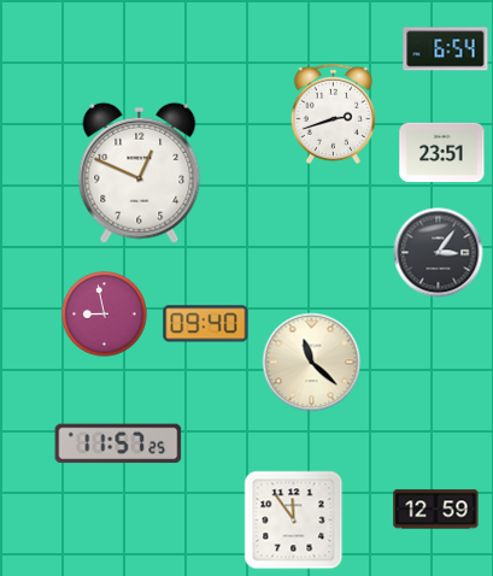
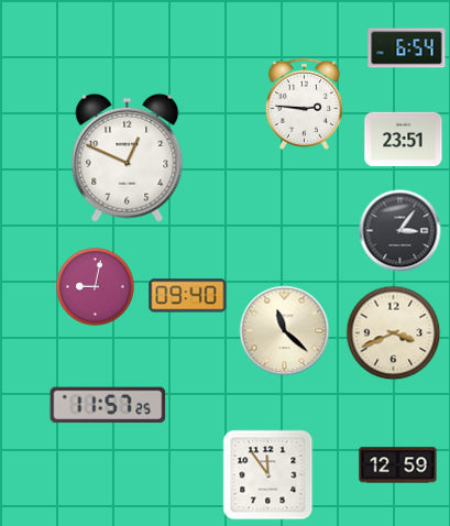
clock at (446, 49) position: (446, 49) -> (407, 48)
clock at (333, 113): 2:42 -> 2:46
clock at (105, 315): 8:58 -> 9:02
clock at (394, 333): none -> 3:41
